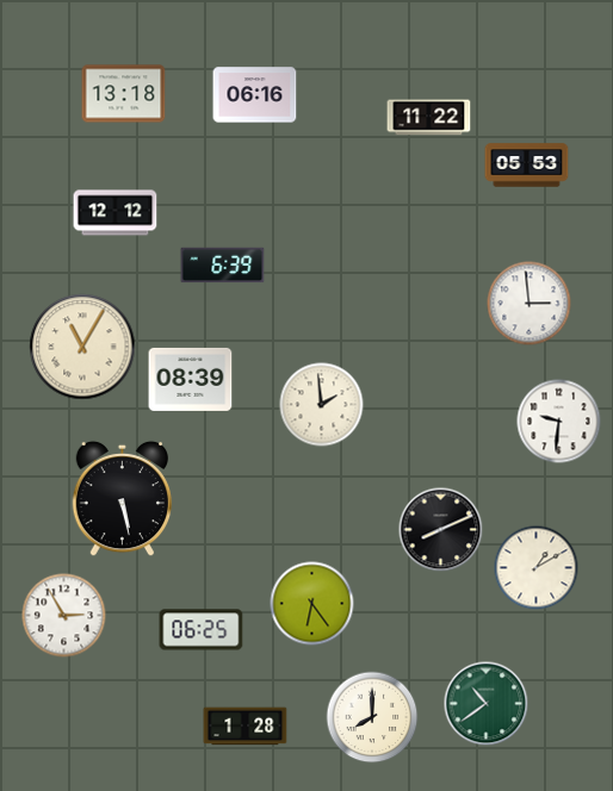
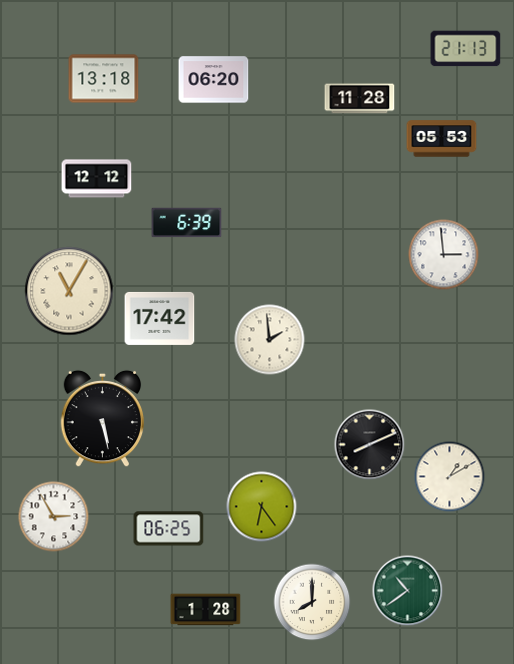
clock at (466, 49): none -> 21:13
clock at (255, 95): 06:16 -> 06:20
clock at (429, 118): 11:22 -> 11:28
clock at (191, 379): 08:39 -> 17:42
clock at (559, 422): 9:31 -> none
